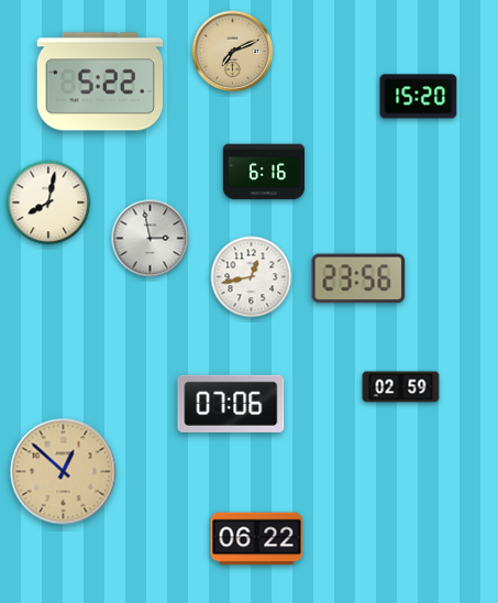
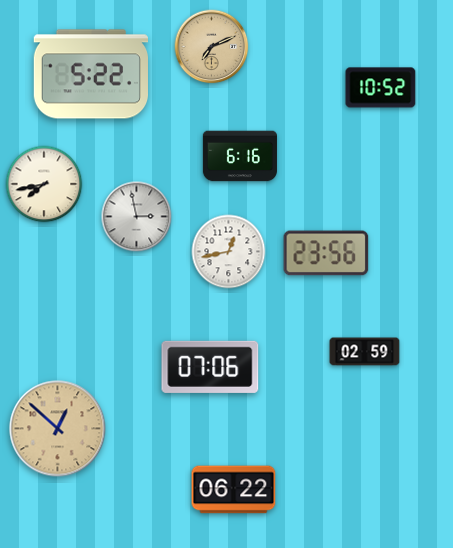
clock at (419, 97): 15:20 -> 10:52
clock at (48, 202): 8:02 -> 7:43
